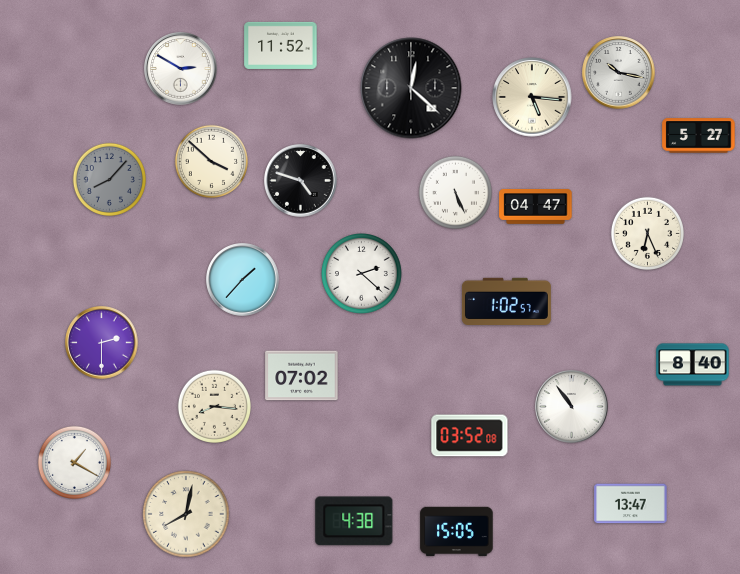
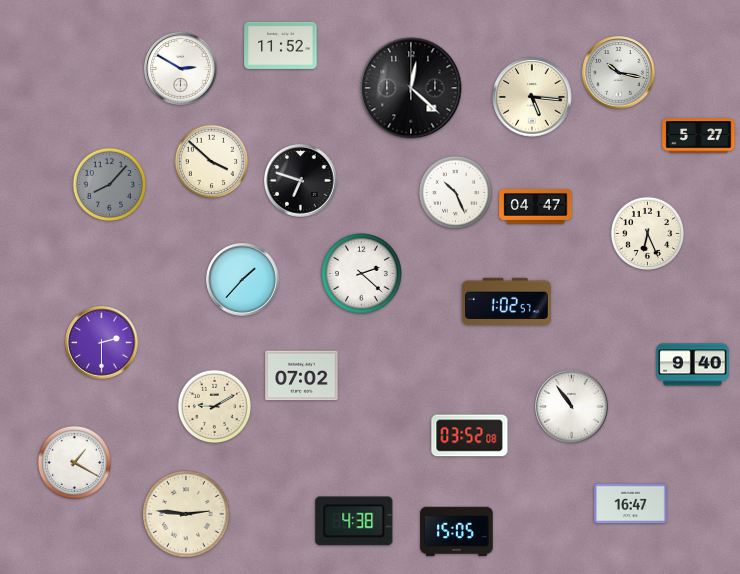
clock at (109, 179) position: (109, 179) -> (109, 184)
clock at (301, 181): 4:48 -> 6:48
clock at (455, 192): 5:26 -> 10:26
clock at (693, 365): 8:40 -> 9:40
clock at (214, 406): 8:16 -> 9:10
clock at (631, 504): 13:47 -> 16:47
clock at (186, 514): 8:02 -> 2:46
